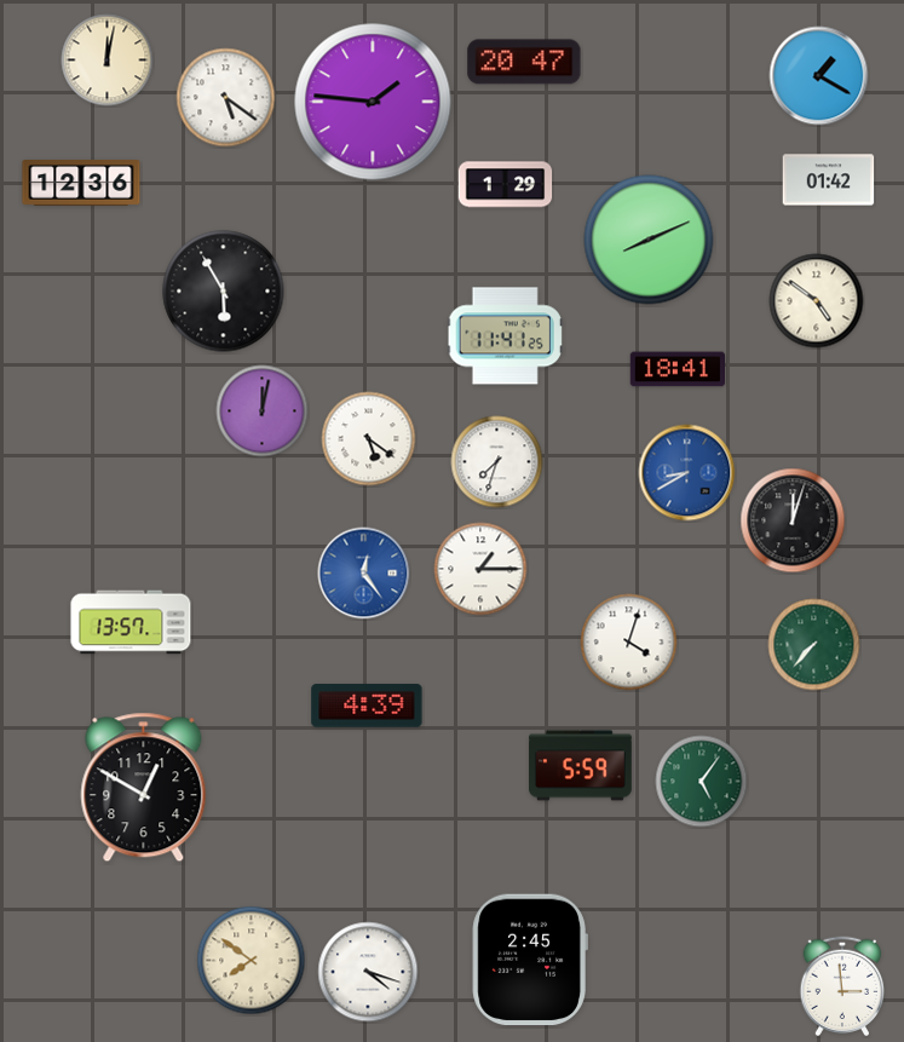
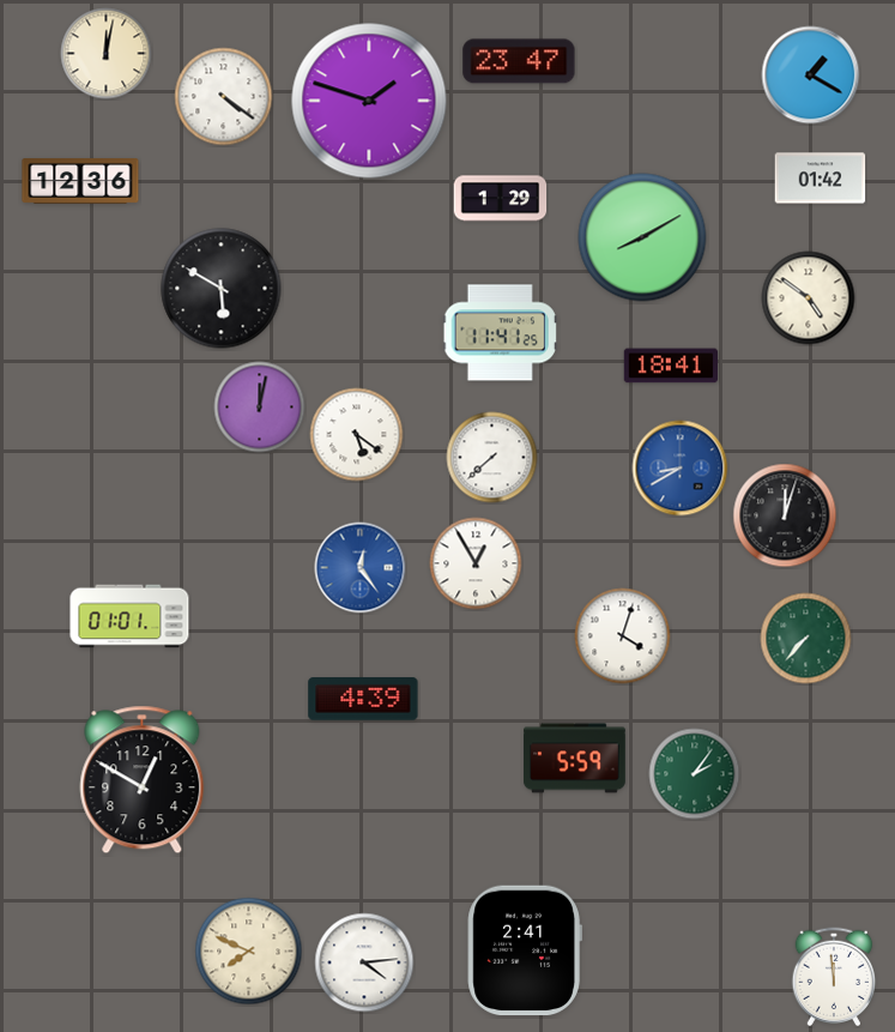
clock at (108, 61) position: (108, 61) -> (107, 54)
clock at (524, 62): 20:47 -> 23:47
clock at (226, 98): 5:21 -> 4:21
clock at (373, 102): 1:46 -> 1:48
clock at (506, 185) position: (506, 185) -> (501, 199)
clock at (649, 240): 8:11 -> 8:10
clock at (224, 292): 5:55 -> 5:50
clock at (369, 439) position: (369, 439) -> (357, 435)
clock at (497, 462): 7:33 -> 7:38
clock at (480, 569): 1:15 -> 12:55
clock at (131, 622): 13:57 -> 01:01
clock at (702, 782): 5:06 -> 2:06
clock at (530, 960): 2:45 -> 2:41
clock at (252, 961): 7:51 -> 7:49
clock at (368, 972): 4:18 -> 4:14
clock at (842, 986): 2:59 -> 11:59
